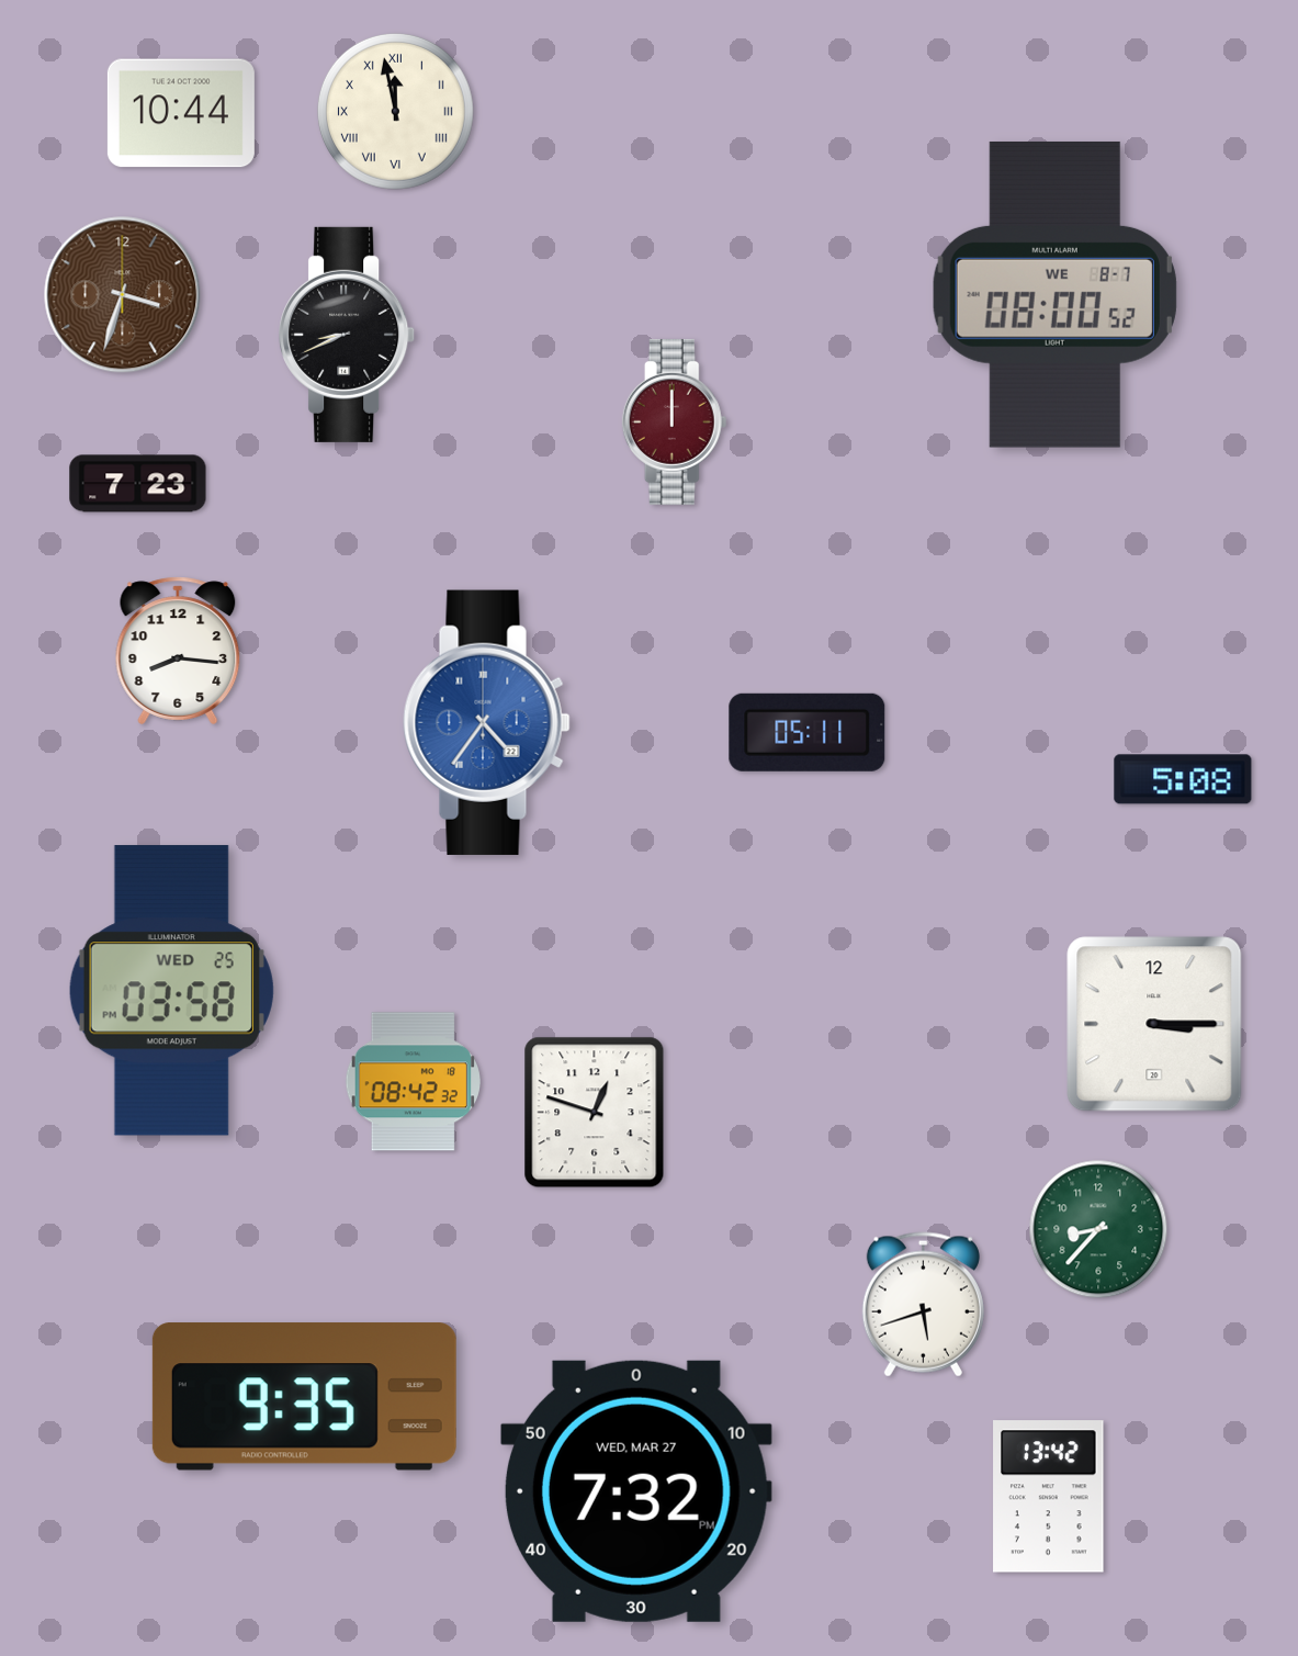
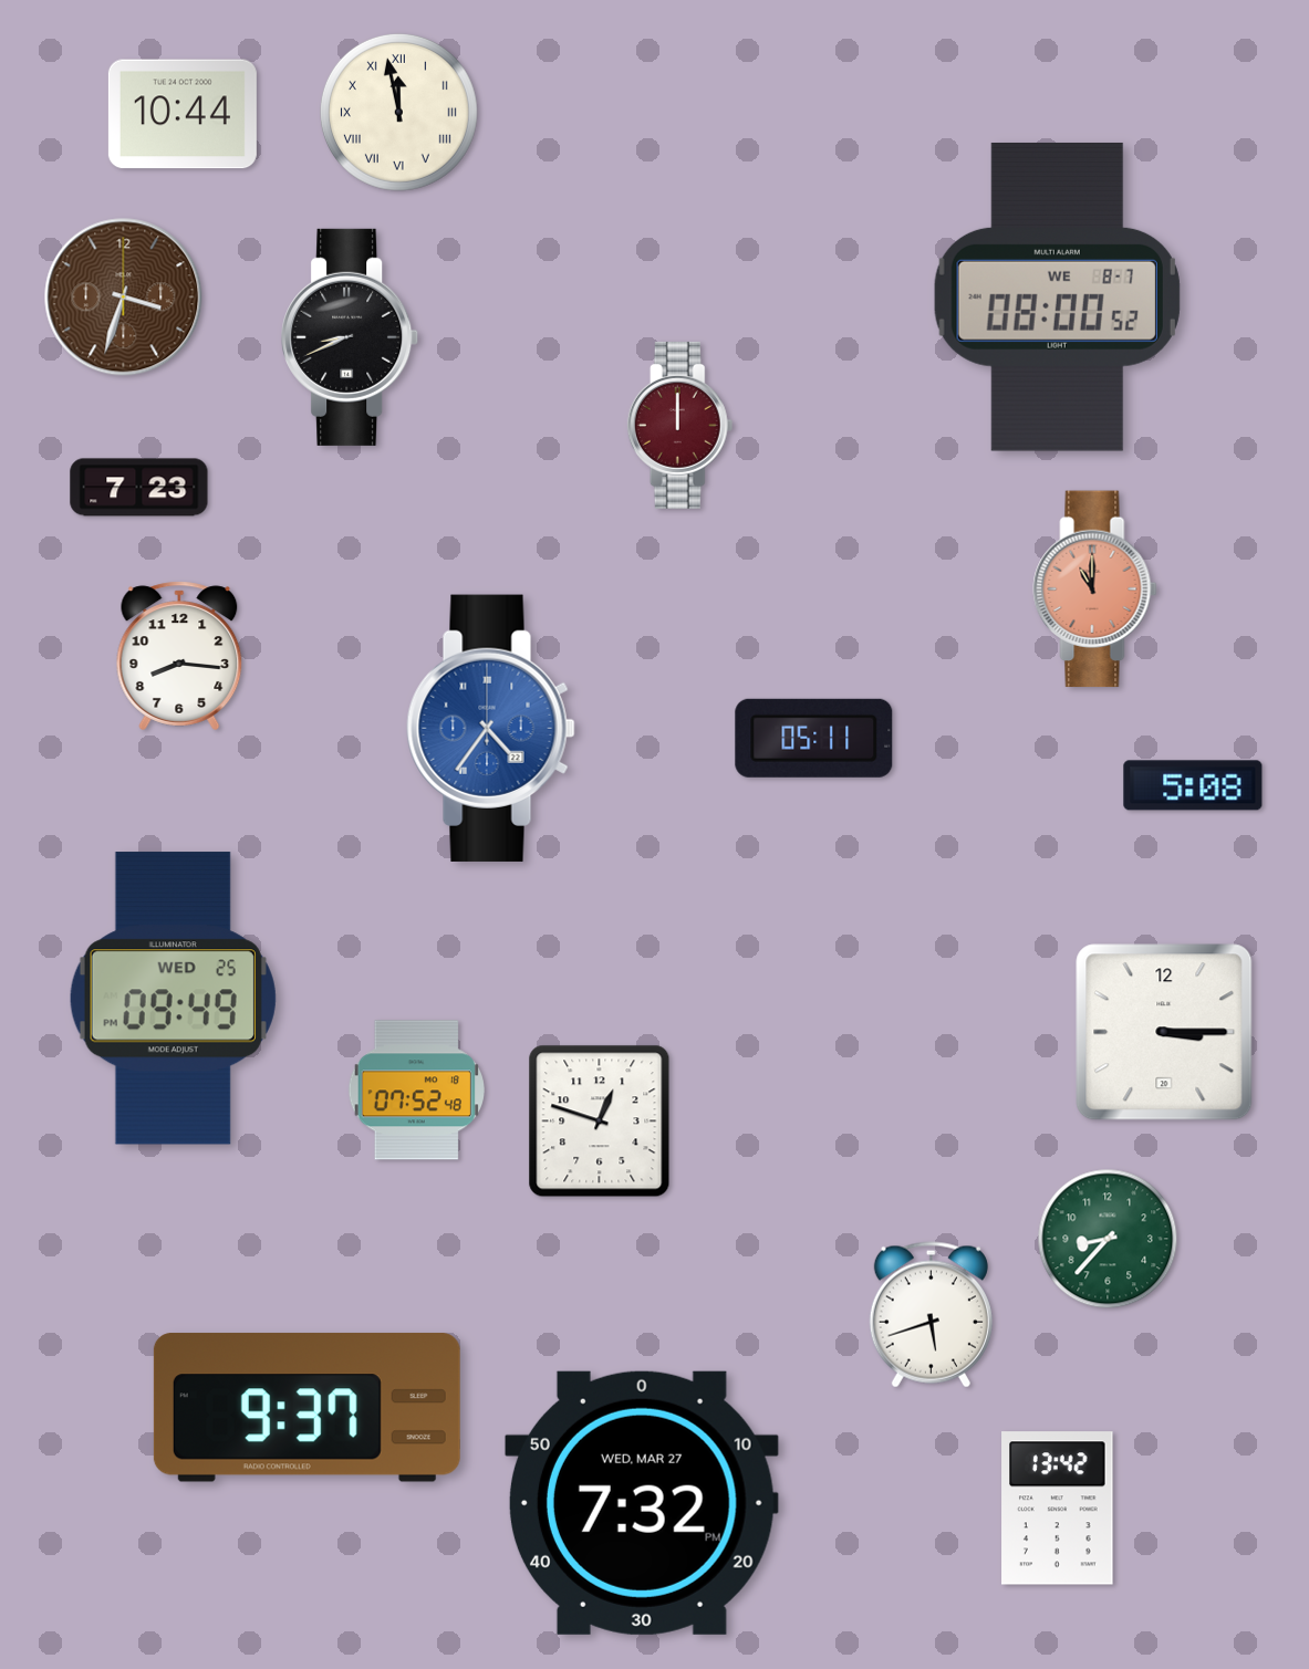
clock at (1054, 294) position: (1054, 294) -> (1057, 296)
clock at (1095, 590): none -> 11:00
clock at (171, 991): 03:58 -> 09:49
clock at (413, 1082): 08:42 -> 07:52
clock at (304, 1397): 9:35 -> 9:37
